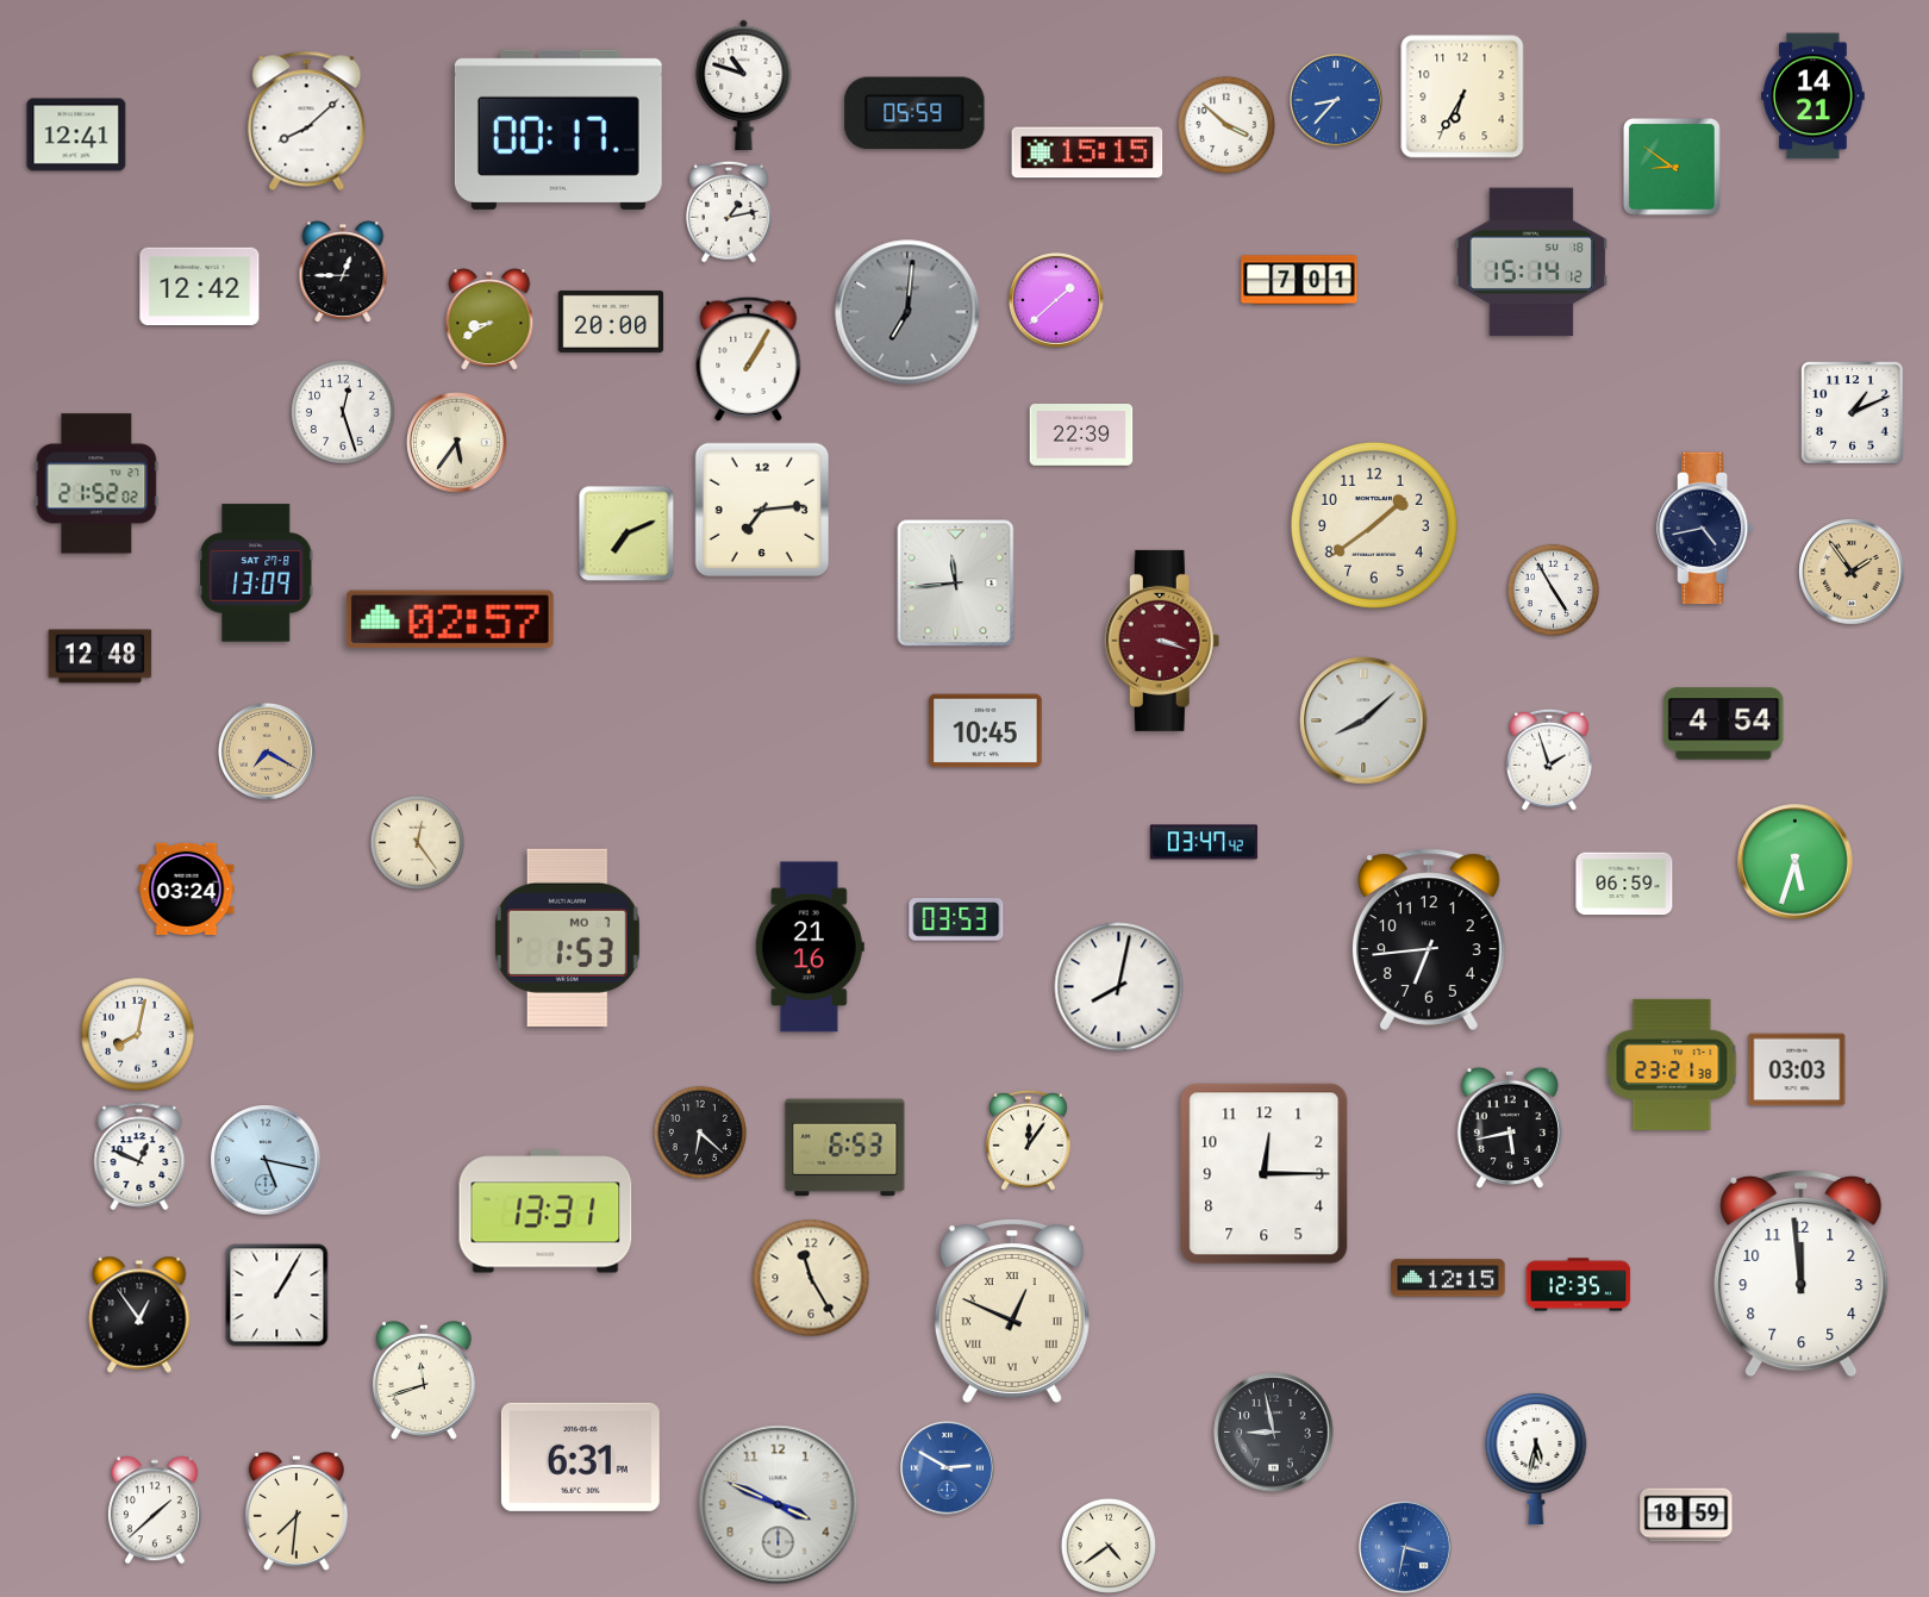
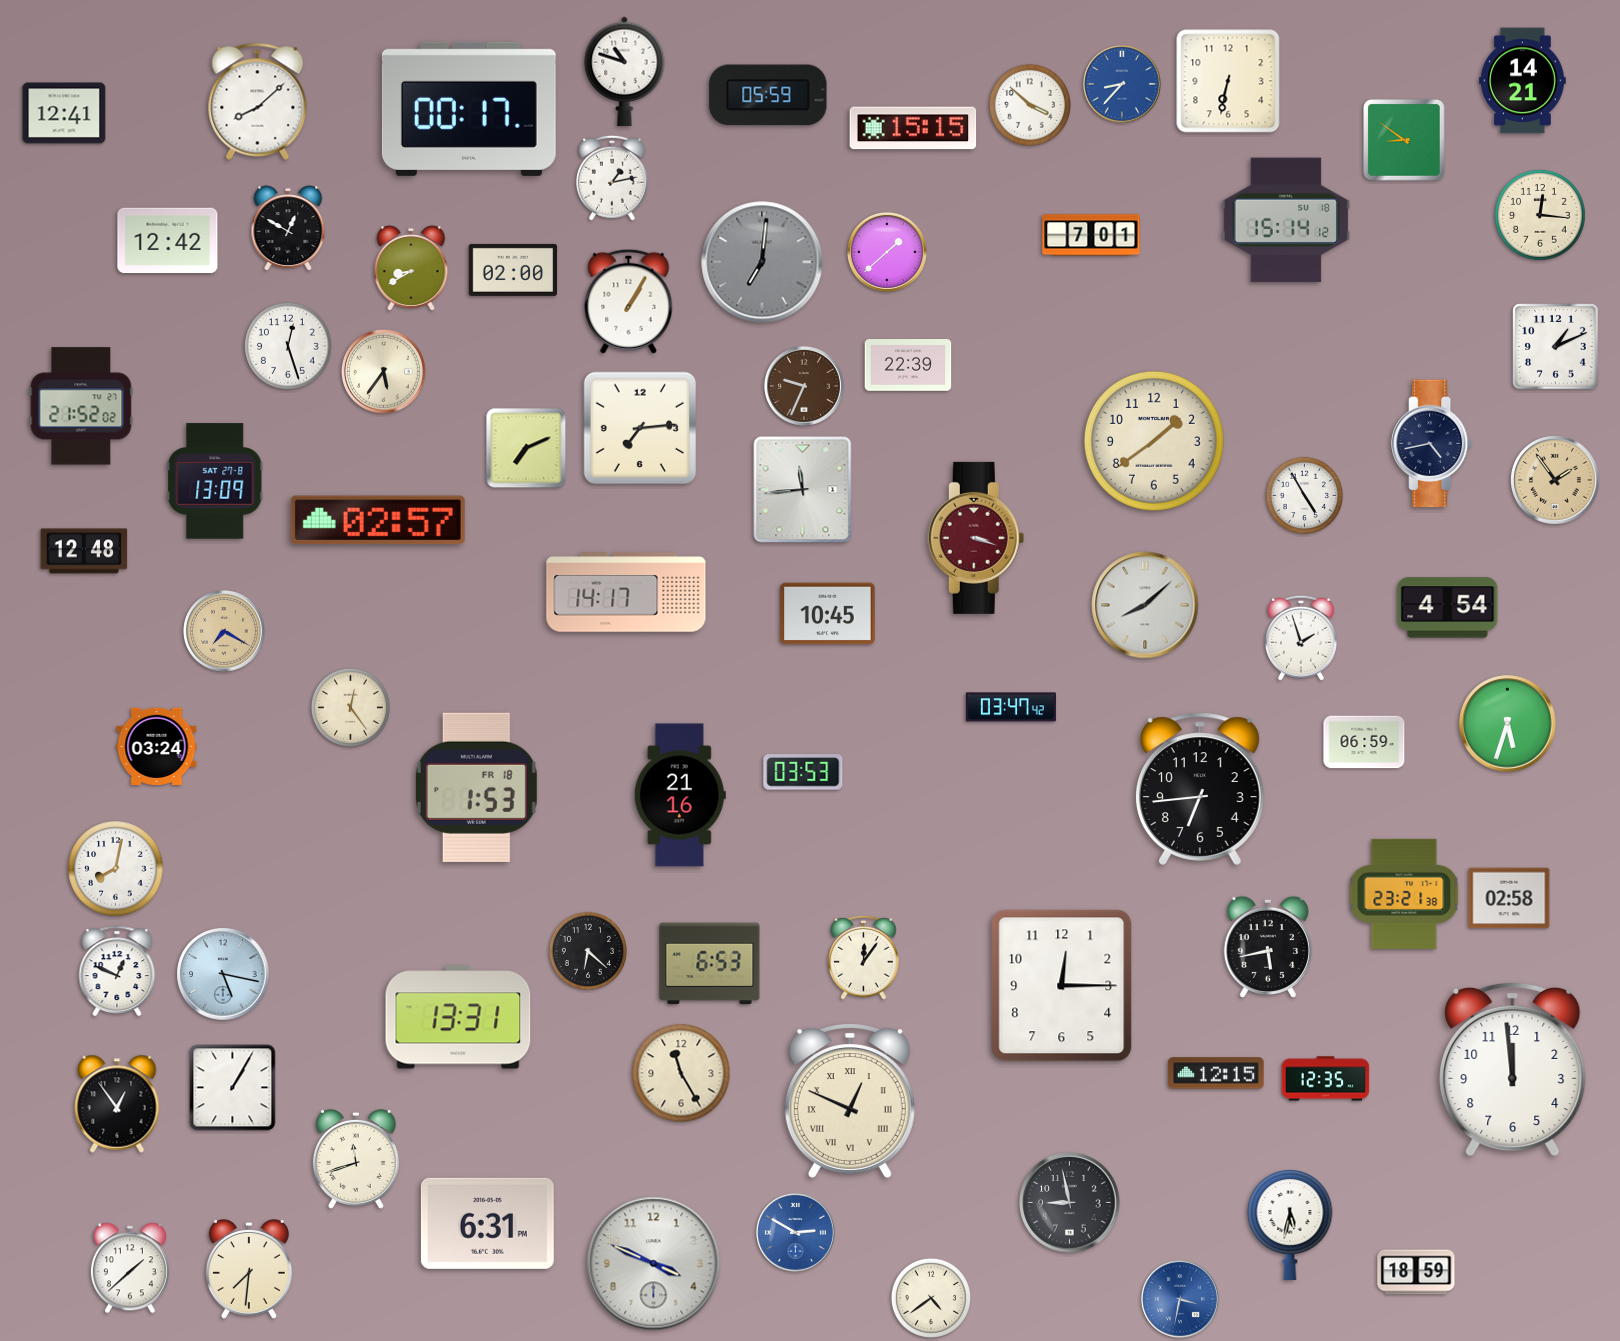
clock at (1462, 96): 6:35 -> 6:32
clock at (1540, 215): none -> 12:16
clock at (343, 272): 12:45 -> 12:50
clock at (611, 322): 20:00 -> 02:00
clock at (804, 386): none -> 9:34
clock at (626, 592): none -> 14:17
clock at (567, 937) date: MO 7 -> FR 18
clock at (1119, 987): 8:02 -> none
clock at (1797, 1069): 03:03 -> 02:58
